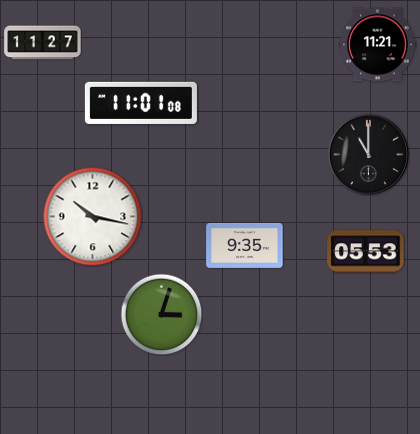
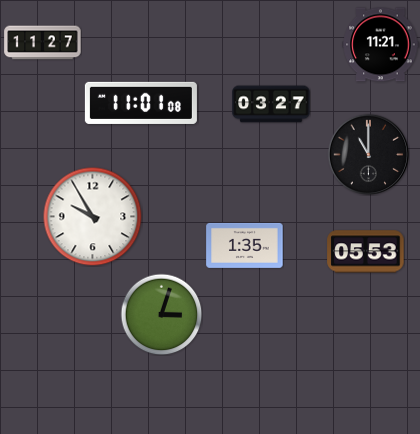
clock at (378, 45) position: (378, 45) -> (381, 45)
clock at (271, 104): none -> 03:27
clock at (93, 217): 10:17 -> 9:55
clock at (245, 245): 9:35 -> 1:35
